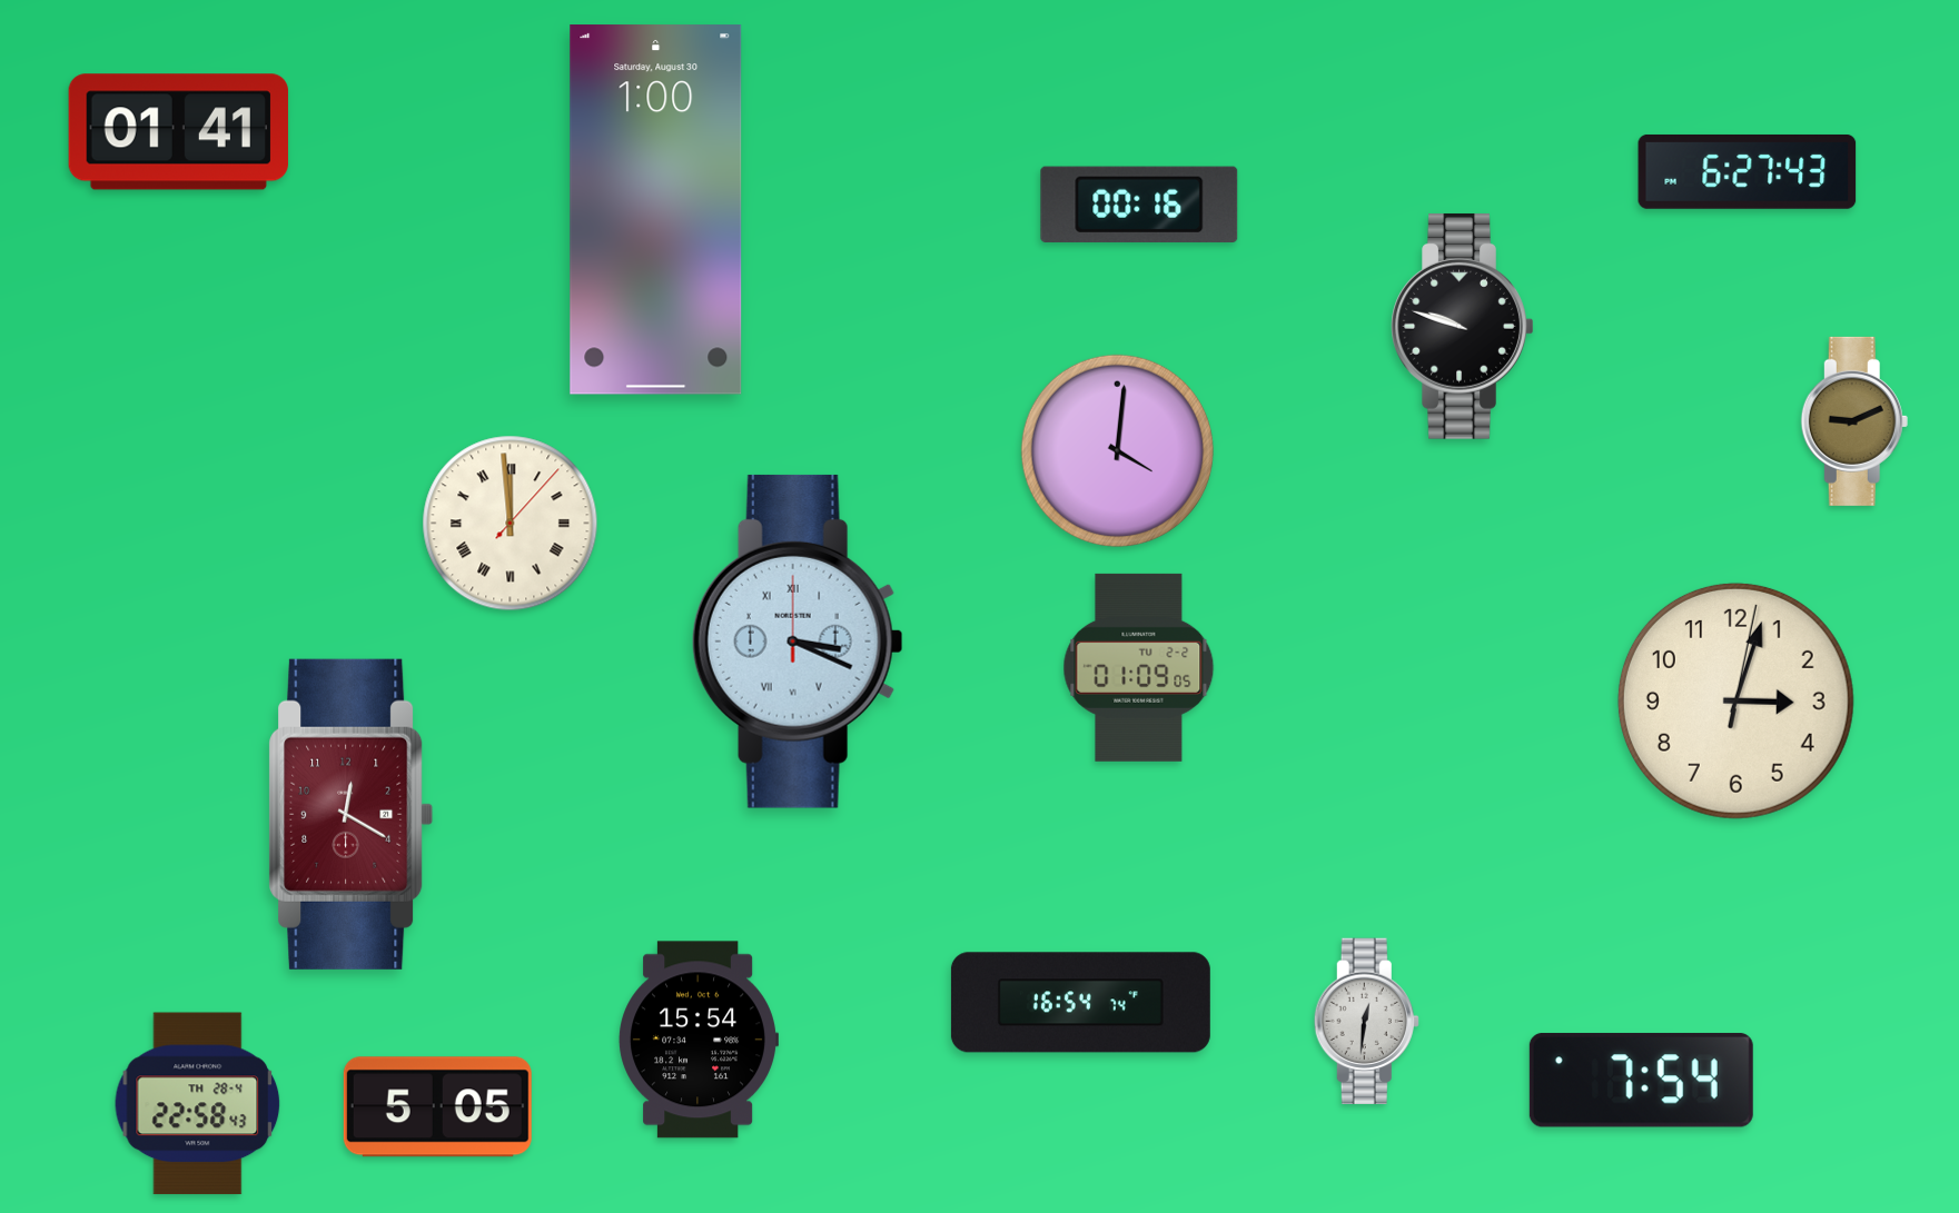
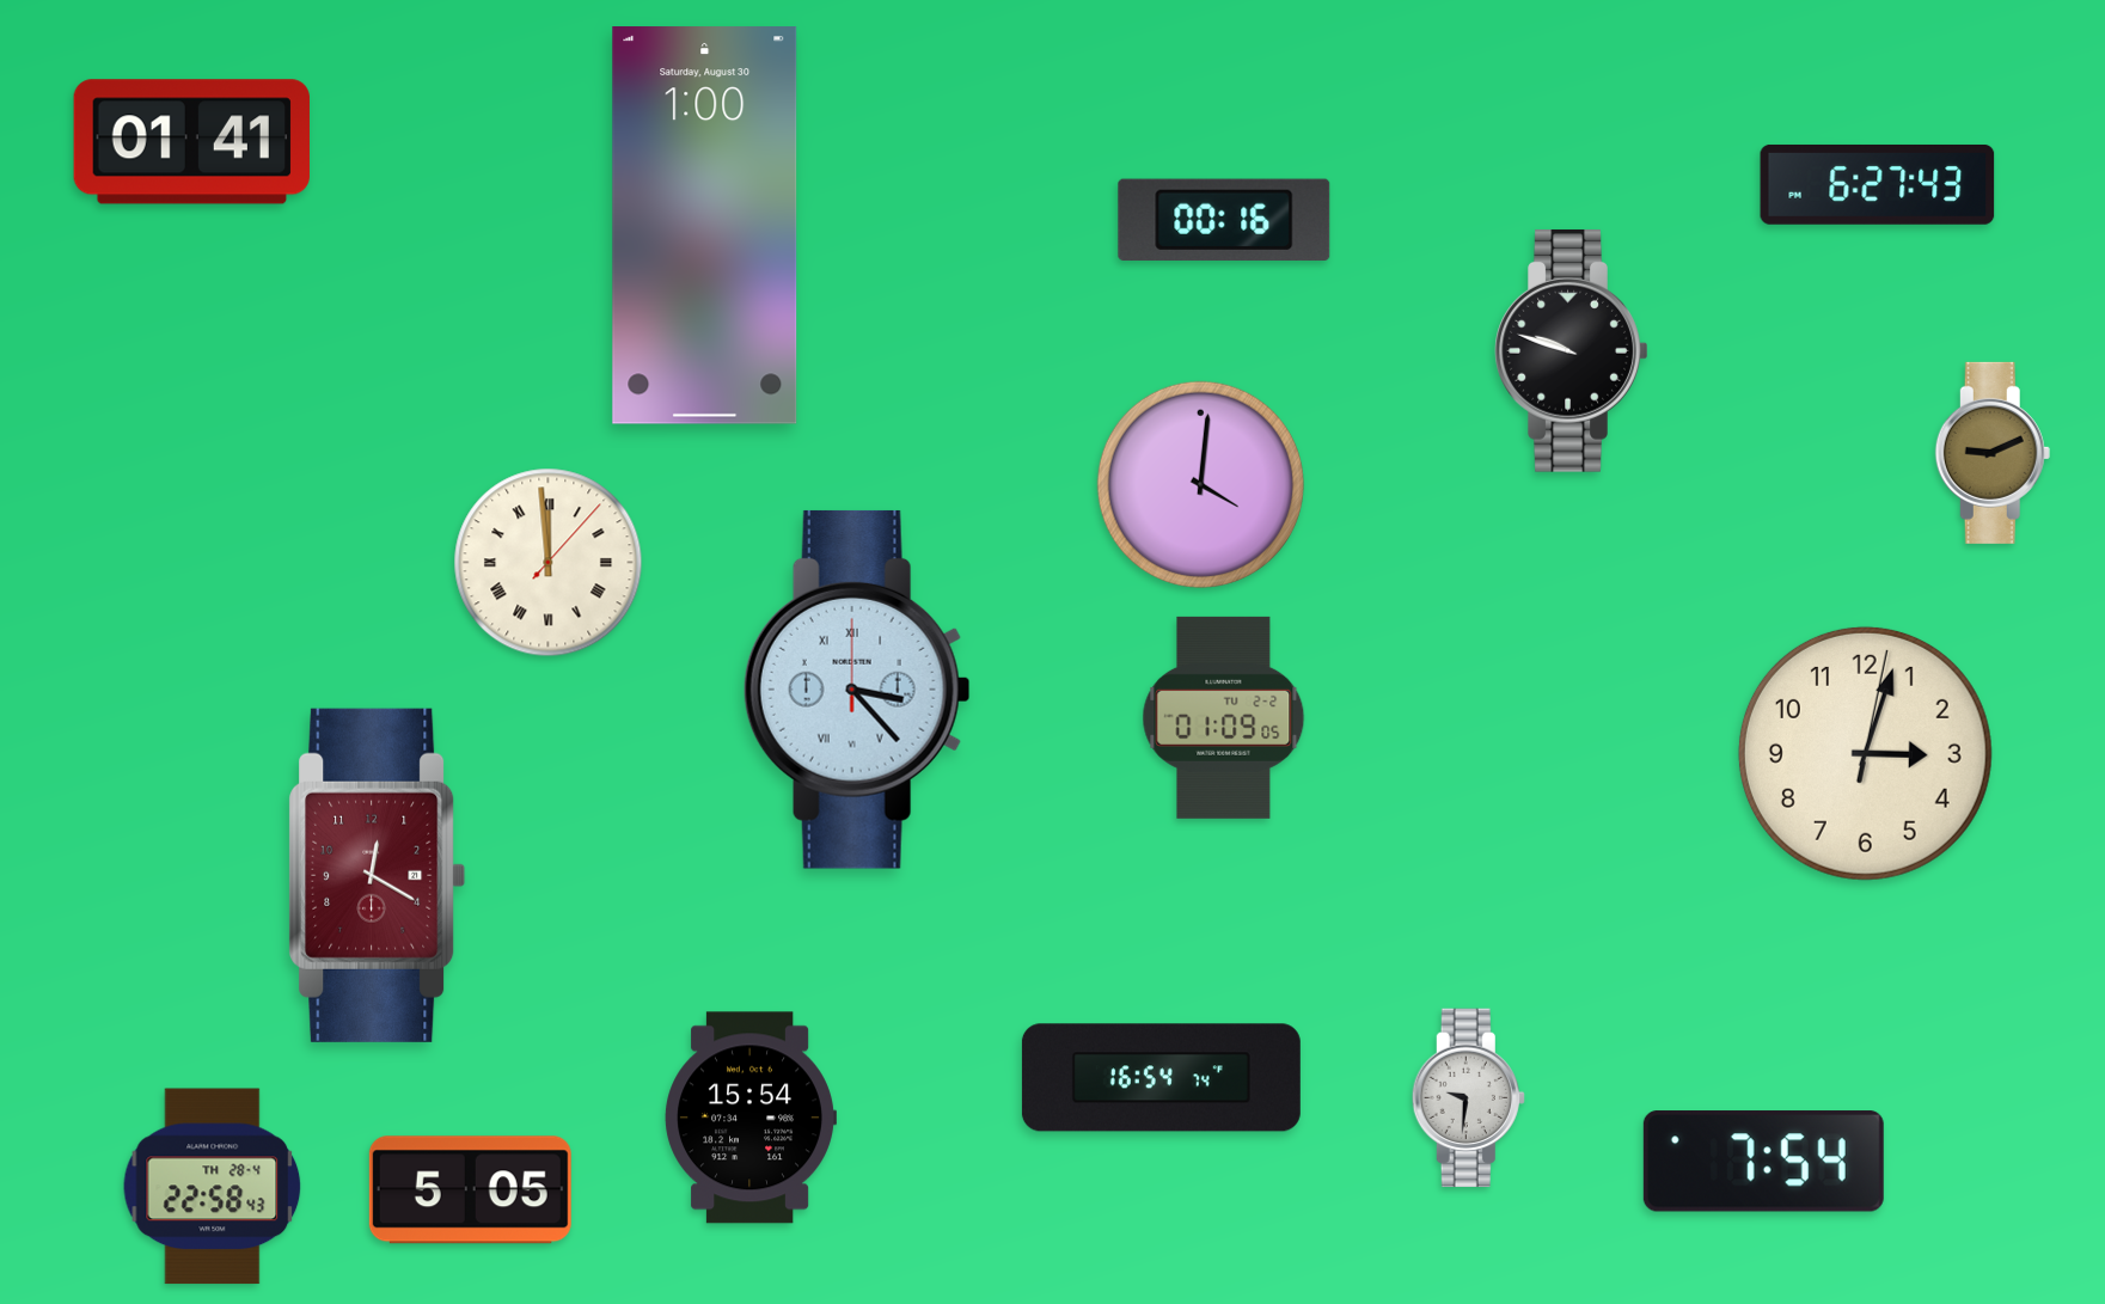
clock at (798, 642): 3:19 -> 3:23
clock at (1366, 1022): 12:31 -> 9:31
